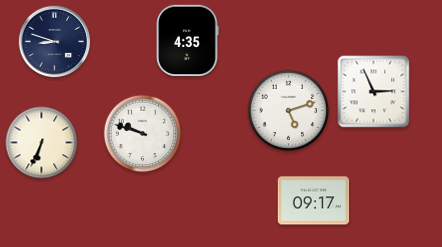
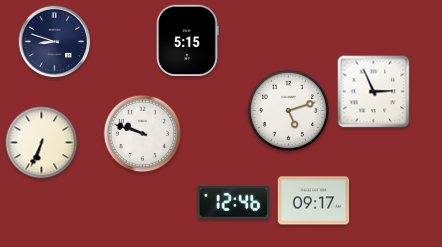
clock at (187, 41): 4:35 -> 5:15
clock at (234, 202): none -> 12:46
